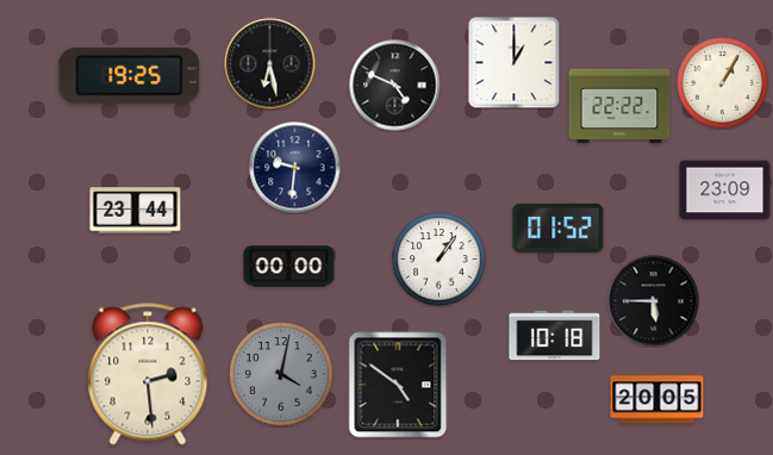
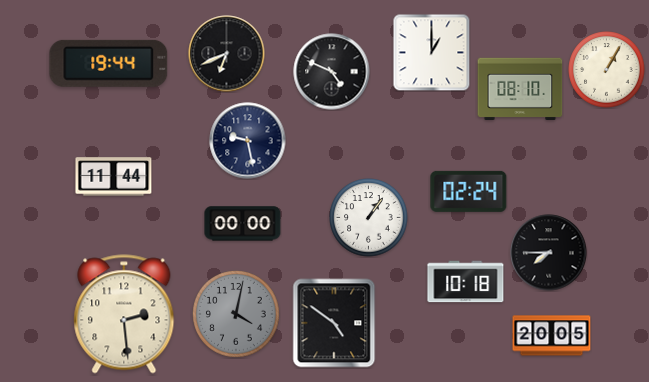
clock at (270, 64): 6:28 -> 6:41
clock at (130, 75): 19:25 -> 19:44
clock at (619, 105): 22:22 -> 08:10
clock at (295, 168): 9:31 -> 9:28
clock at (725, 191): 23:09 -> none
clock at (136, 211): 23:44 -> 11:44
clock at (559, 227): 01:52 -> 02:24
clock at (654, 301): 5:45 -> 7:45
